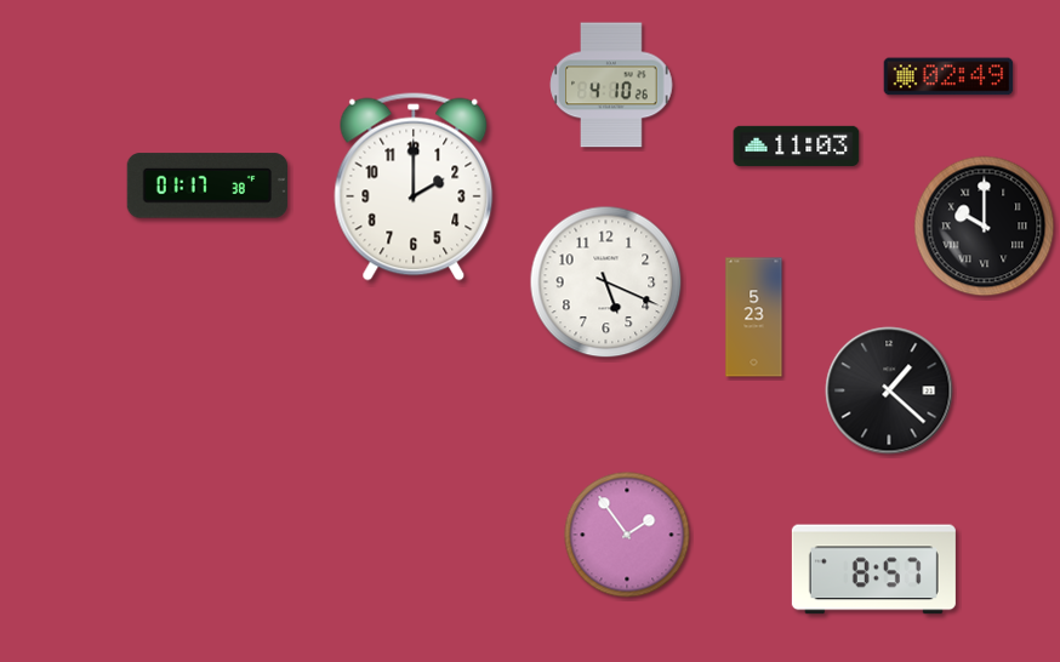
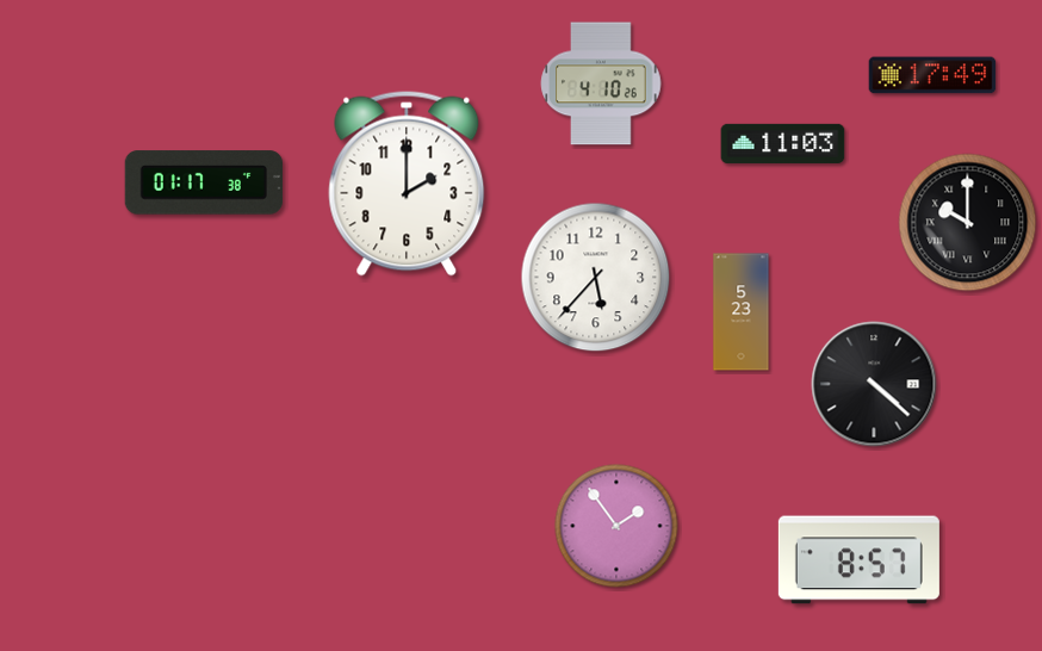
clock at (948, 76): 02:49 -> 17:49
clock at (606, 283): 5:19 -> 5:37
clock at (889, 390): 1:22 -> 4:22
